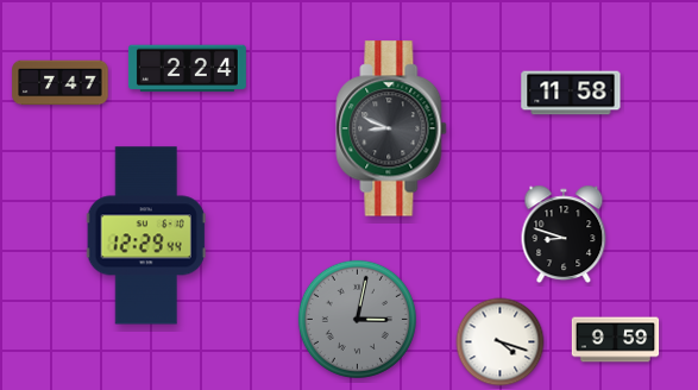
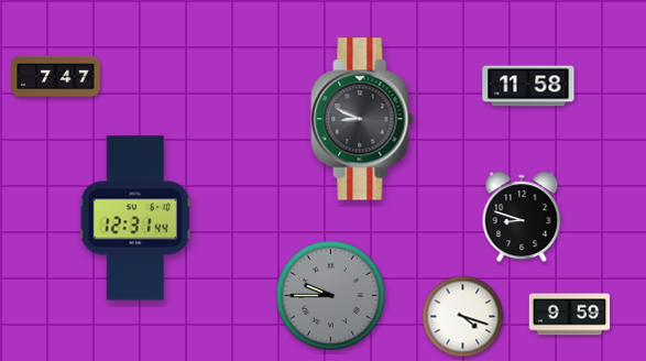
clock at (187, 69): 2:24 -> none
clock at (146, 235): 12:29 -> 12:31
clock at (357, 319): 3:02 -> 9:45
